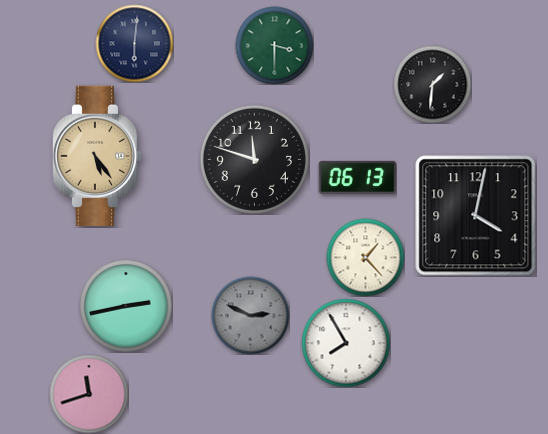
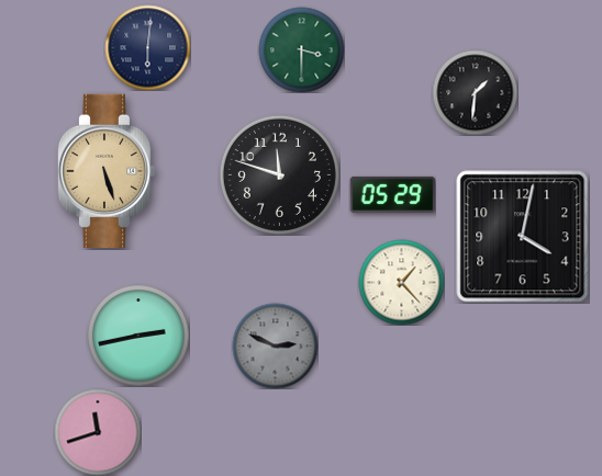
clock at (97, 156): 5:24 -> 5:27
clock at (357, 177): 06:13 -> 05:29
clock at (346, 343): 7:55 -> none
